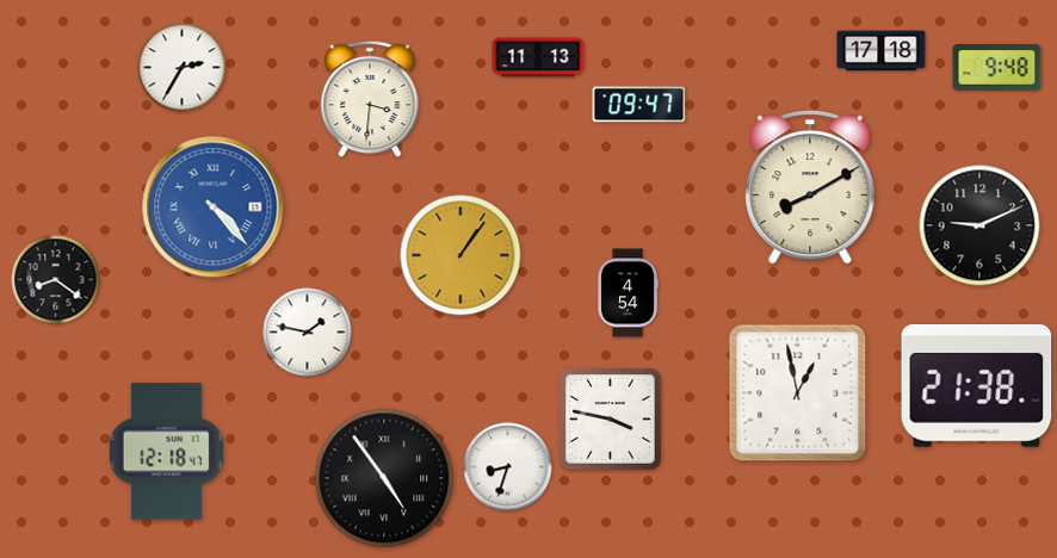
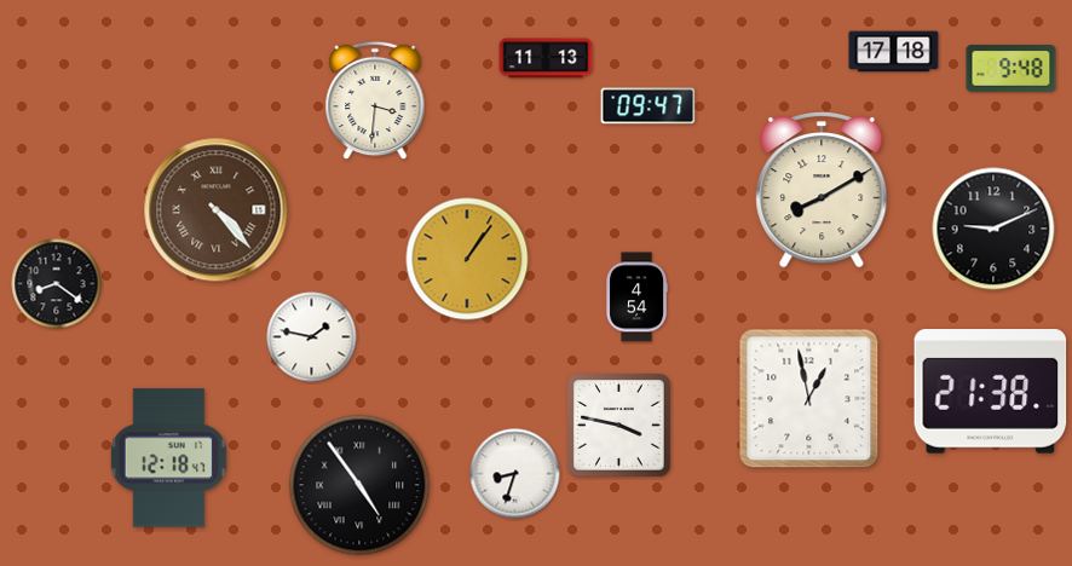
clock at (183, 68): 2:35 -> none
clock at (214, 207) dial: blue -> brown
clock at (384, 478) position: (384, 478) -> (359, 485)
